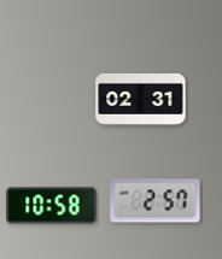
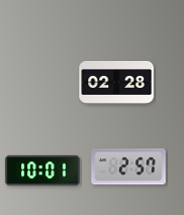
clock at (141, 99): 02:31 -> 02:28
clock at (52, 206): 10:58 -> 10:01
